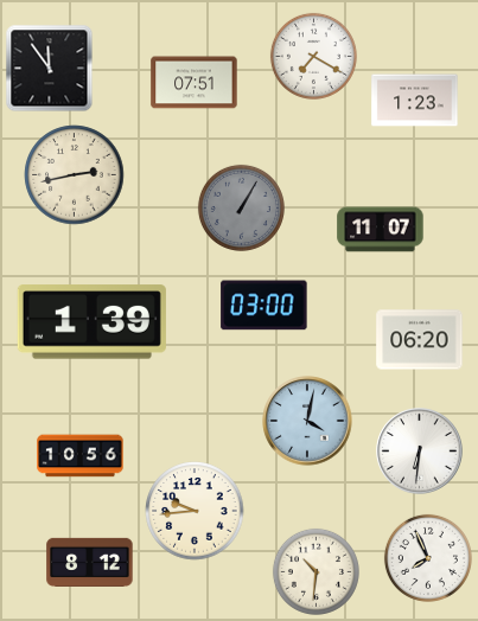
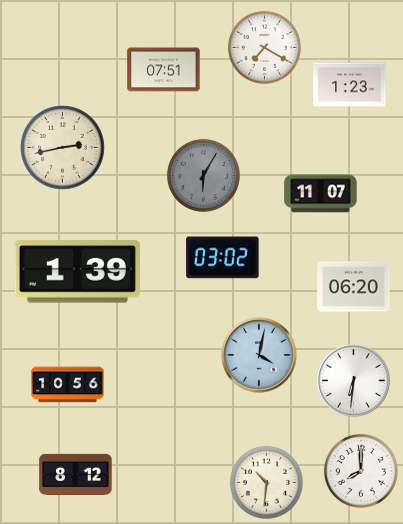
clock at (50, 69): 11:54 -> none
clock at (241, 207): 1:05 -> 6:05
clock at (265, 306): 03:00 -> 03:02
clock at (195, 511): 9:44 -> none
clock at (428, 558): 7:56 -> 8:00
